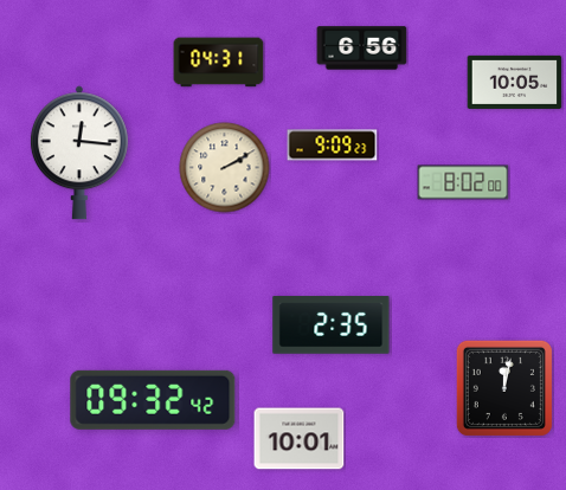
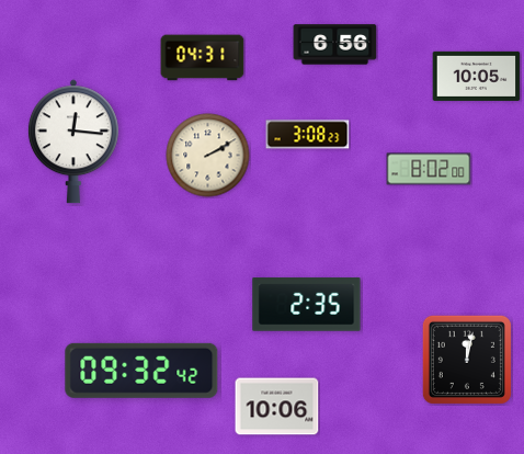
clock at (333, 146): 9:09 -> 3:08
clock at (332, 325) position: (332, 325) -> (307, 305)
clock at (300, 439): 10:01 -> 10:06
